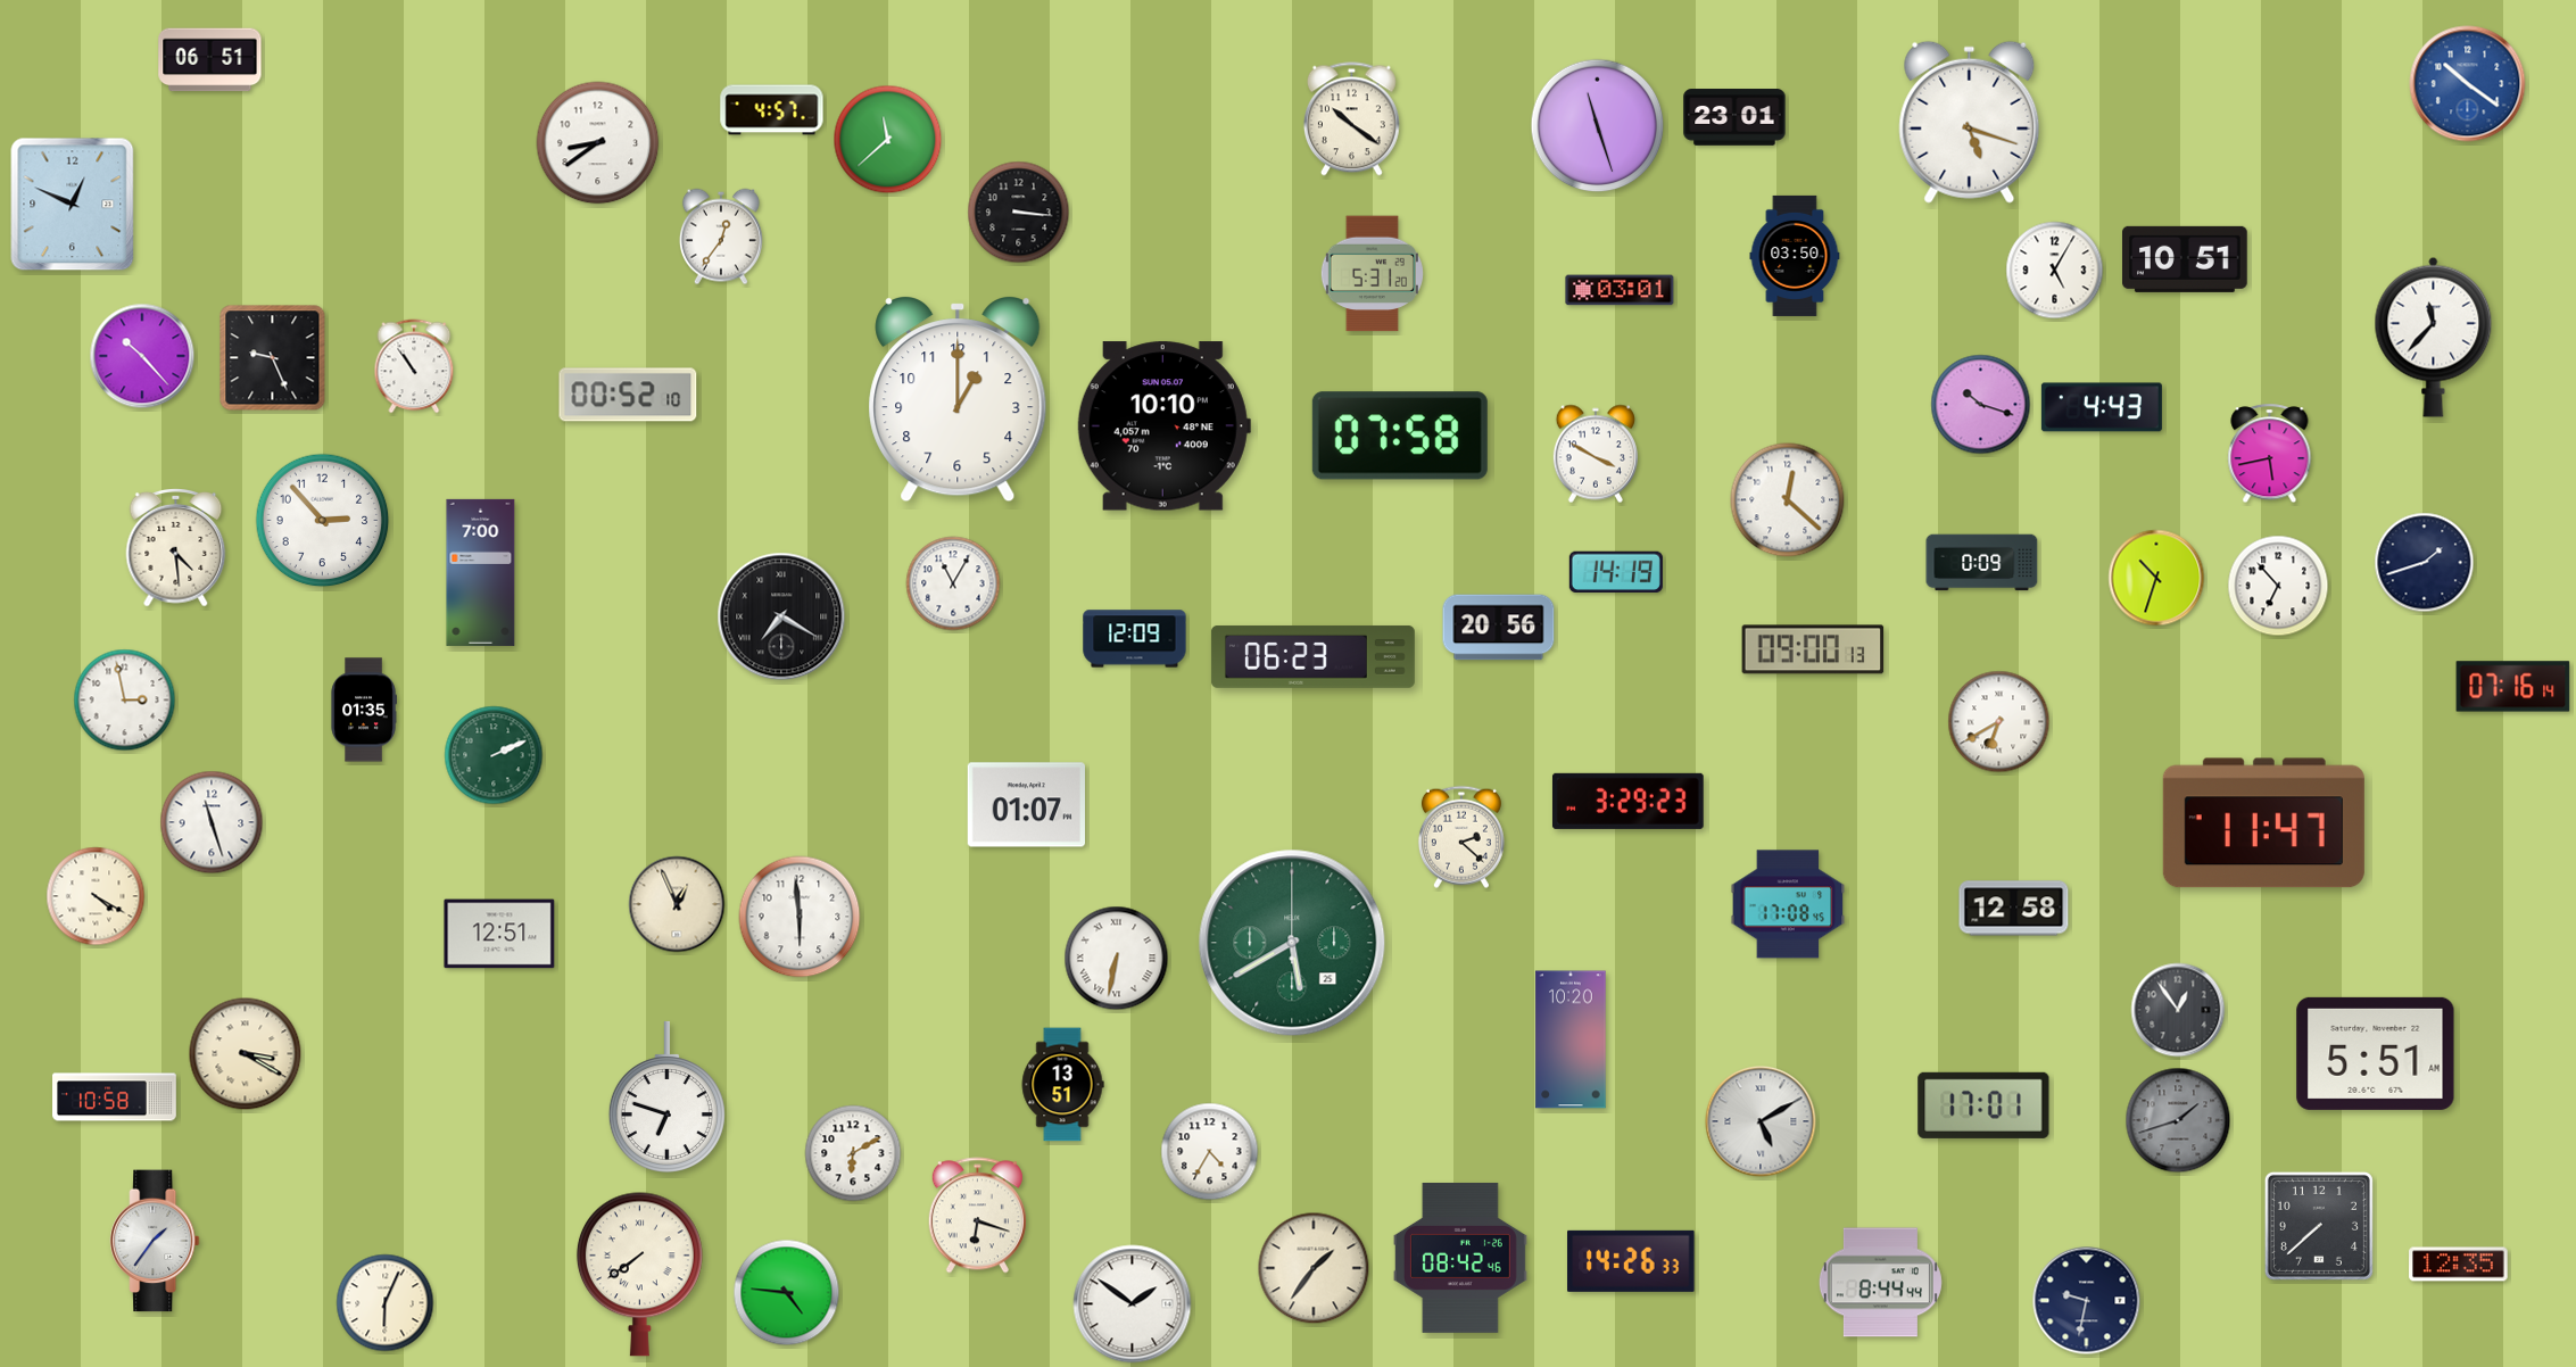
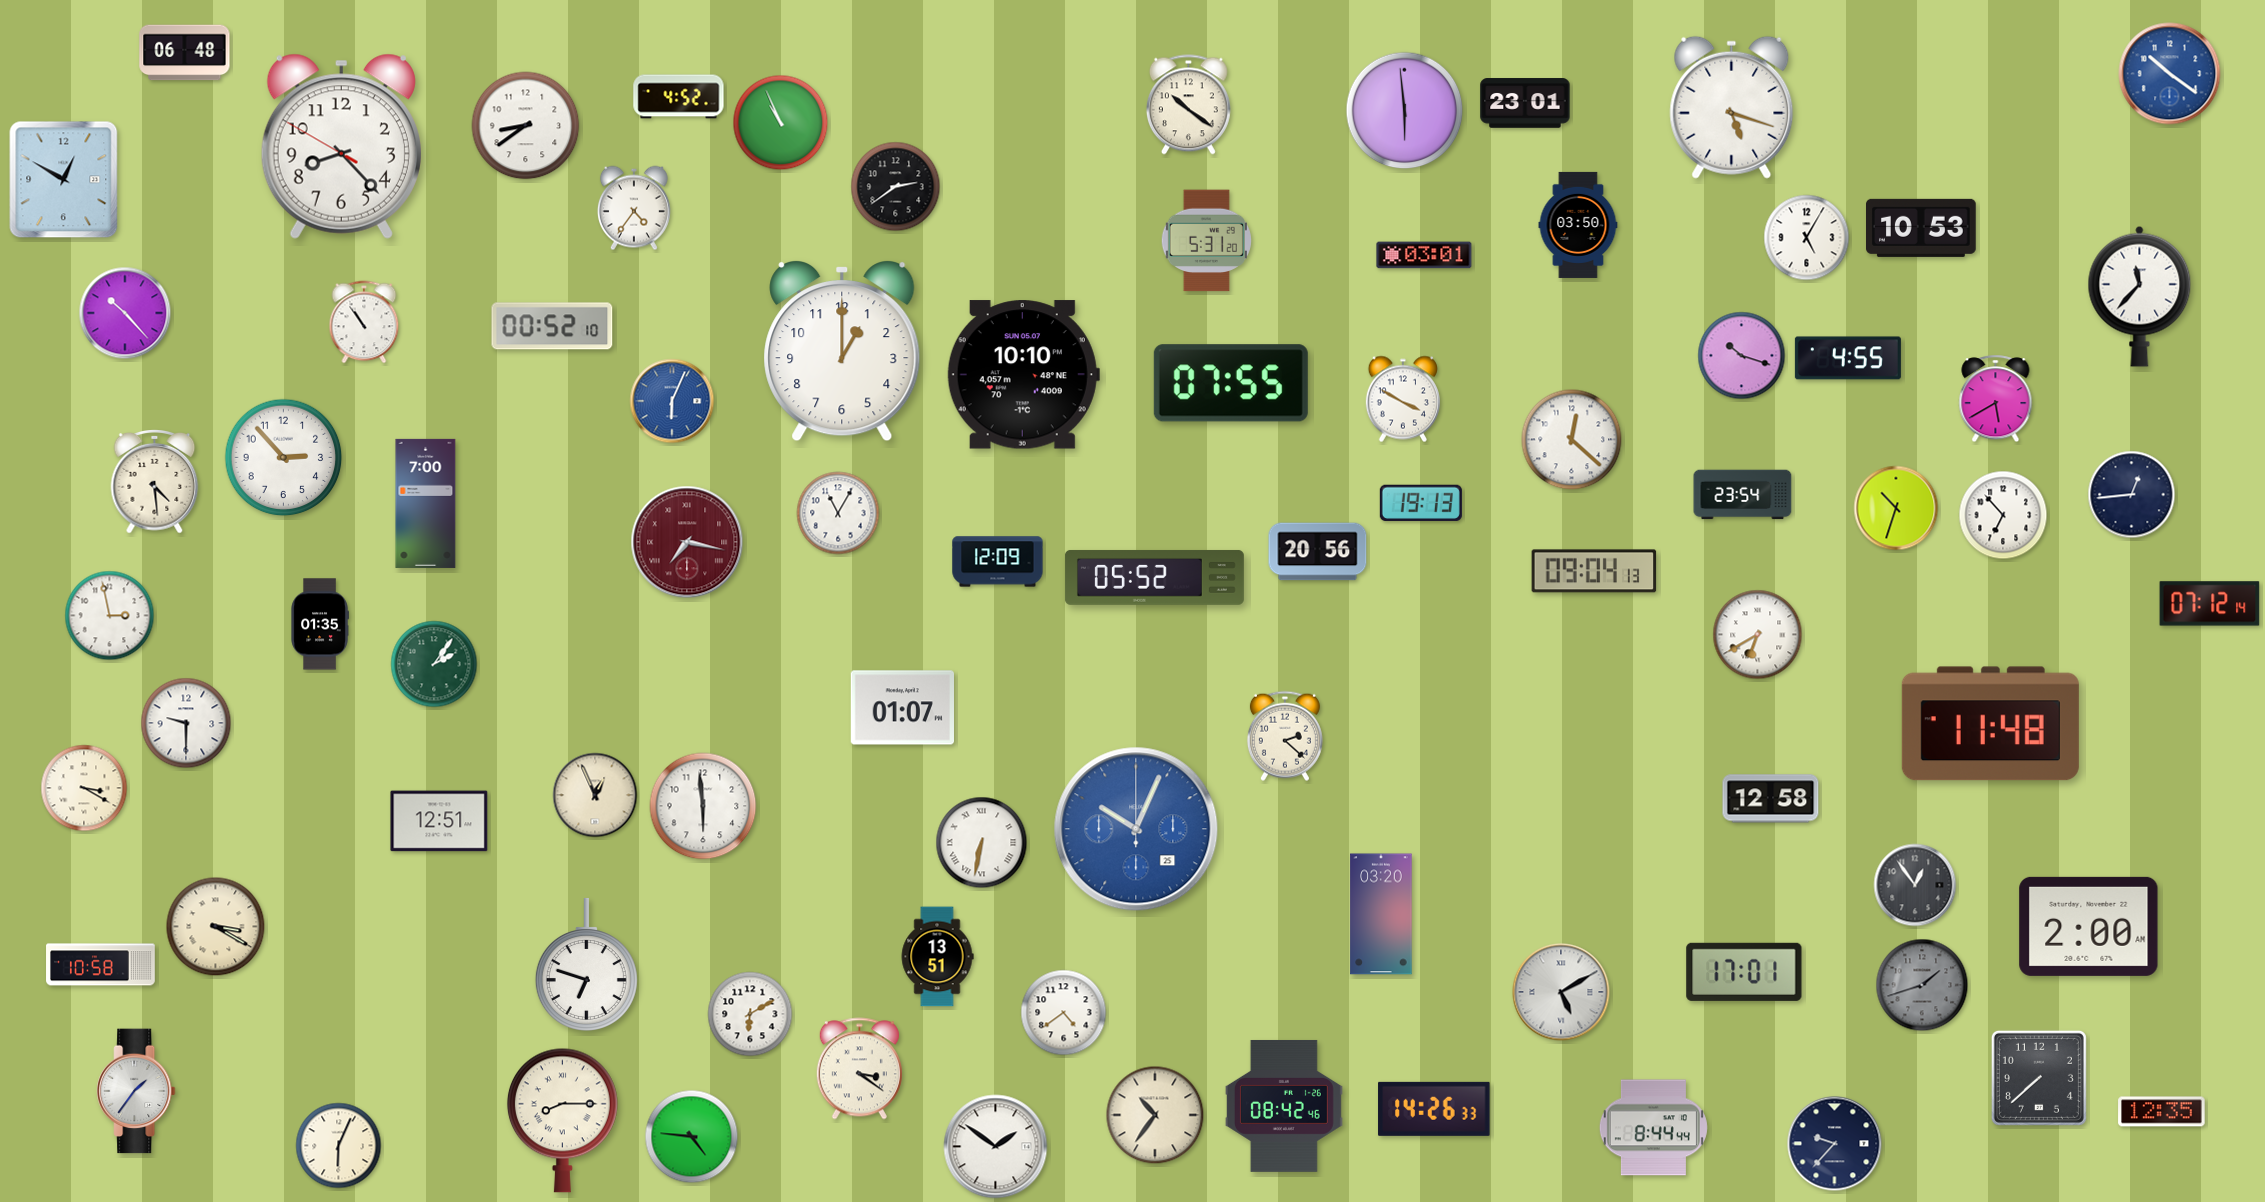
clock at (210, 60): 06:51 -> 06:48
clock at (772, 110): 4:57 -> 4:52
clock at (1598, 126): 11:27 -> 5:59
clock at (888, 140): 11:38 -> 10:56
clock at (341, 146): none -> 8:22
clock at (73, 205): 12:49 -> 12:50
clock at (1019, 213): 3:16 -> 2:39
clock at (721, 237): 12:36 -> 4:36
clock at (2186, 259): 10:51 -> 10:53
clock at (273, 358): 9:26 -> none
clock at (628, 395) position: (628, 395) -> (552, 326)
clock at (2102, 407): 4:43 -> 4:55
clock at (1400, 436): 07:58 -> 07:55
clock at (2270, 454): 5:43 -> 5:40
clock at (672, 401): none -> 6:04
clock at (1982, 563): 0:09 -> 23:54
clock at (2425, 563): 1:42 -> 12:44
clock at (1616, 571): 14:19 -> 19:13
clock at (481, 572) position: (481, 572) -> (426, 503)
clock at (781, 616): 7:20 -> 7:17
clock at (781, 616) dial: black -> burgundy
clock at (1813, 649): 09:00 -> 09:04
clock at (1312, 656): 06:23 -> 05:52
clock at (2513, 687): 07:16 -> 07:12
clock at (494, 755): 2:11 -> 2:06
clock at (1627, 801): 3:29 -> none
clock at (212, 822): 11:27 -> 9:30
clock at (2263, 823): 11:47 -> 11:48
clock at (96, 896): 4:20 -> 3:20
clock at (1788, 904): 17:08 -> none
clock at (1292, 943): 5:40 -> 10:04
clock at (1292, 943) dial: green -> blue
clock at (2178, 1010) position: (2178, 1010) -> (1915, 885)
clock at (1571, 1039): 10:20 -> 03:20
clock at (2376, 1053): 5:51 -> 2:00
clock at (1062, 1085) position: (1062, 1085) -> (937, 957)
clock at (2178, 1120) position: (2178, 1120) -> (1922, 985)
clock at (1761, 1121) position: (1761, 1121) -> (1561, 992)
clock at (1210, 1152): 4:35 -> 4:39
clock at (977, 1216): 6:18 -> 3:21
clock at (1314, 1268): 1:36 -> 10:36
clock at (639, 1274): 7:39 -> 8:15
clock at (2087, 1301): 9:32 -> 9:37
